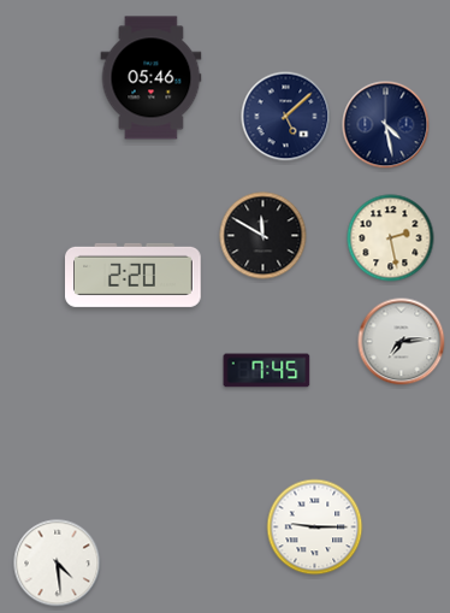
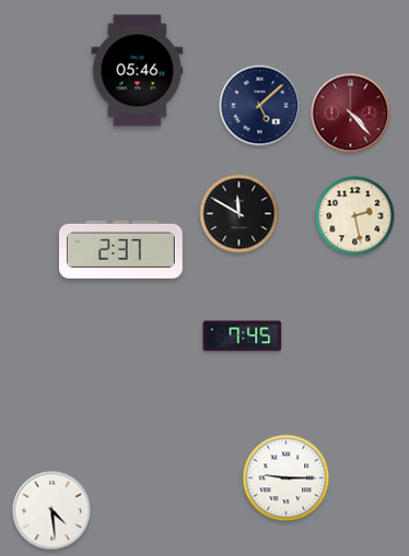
clock at (386, 125): 4:28 -> 4:23
clock at (386, 125) dial: navy -> burgundy
clock at (134, 275): 2:20 -> 2:37
clock at (402, 342): 7:14 -> none
